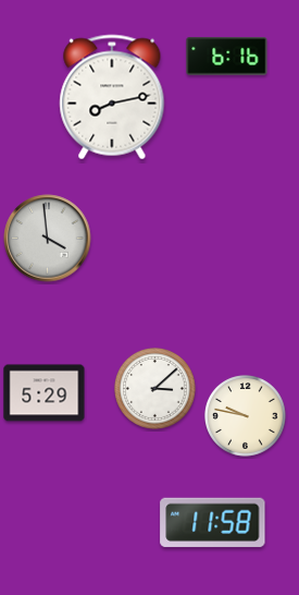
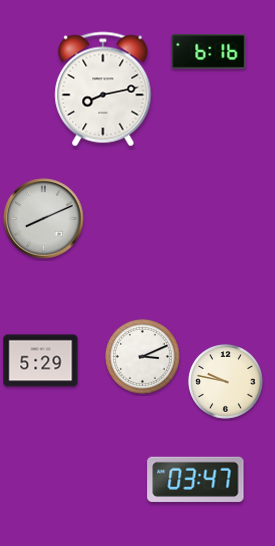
clock at (48, 239): 3:59 -> 8:11
clock at (155, 389): 3:08 -> 3:11
clock at (213, 522): 11:58 -> 03:47
